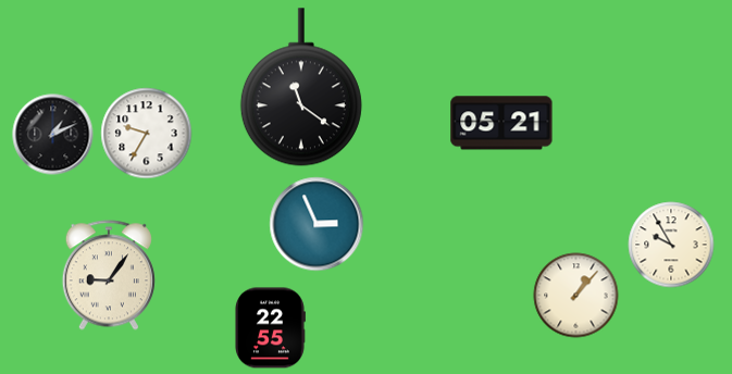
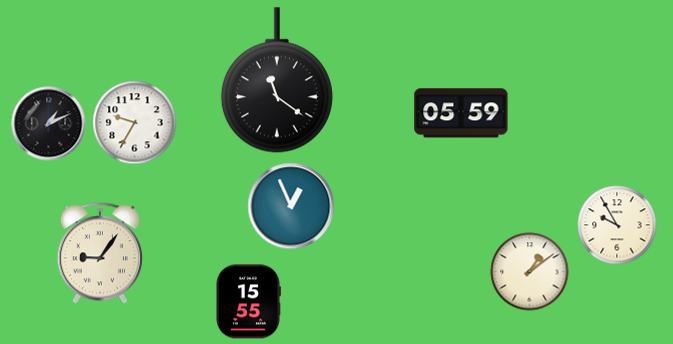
clock at (501, 123): 05:21 -> 05:59
clock at (317, 224): 2:56 -> 12:56
clock at (576, 296): 1:07 -> 1:09
clock at (271, 328): 22:55 -> 15:55
